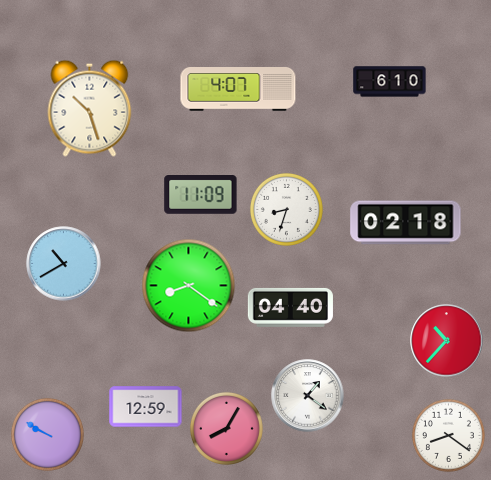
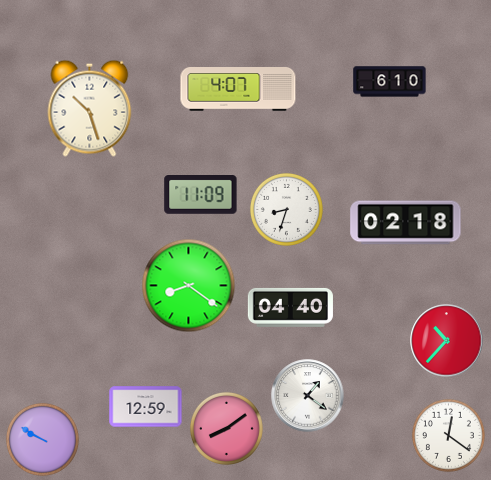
clock at (64, 264): 10:40 -> none
clock at (226, 428): 8:05 -> 8:09
clock at (47, 434) position: (47, 434) -> (42, 439)
clock at (448, 435): 8:21 -> 12:21
